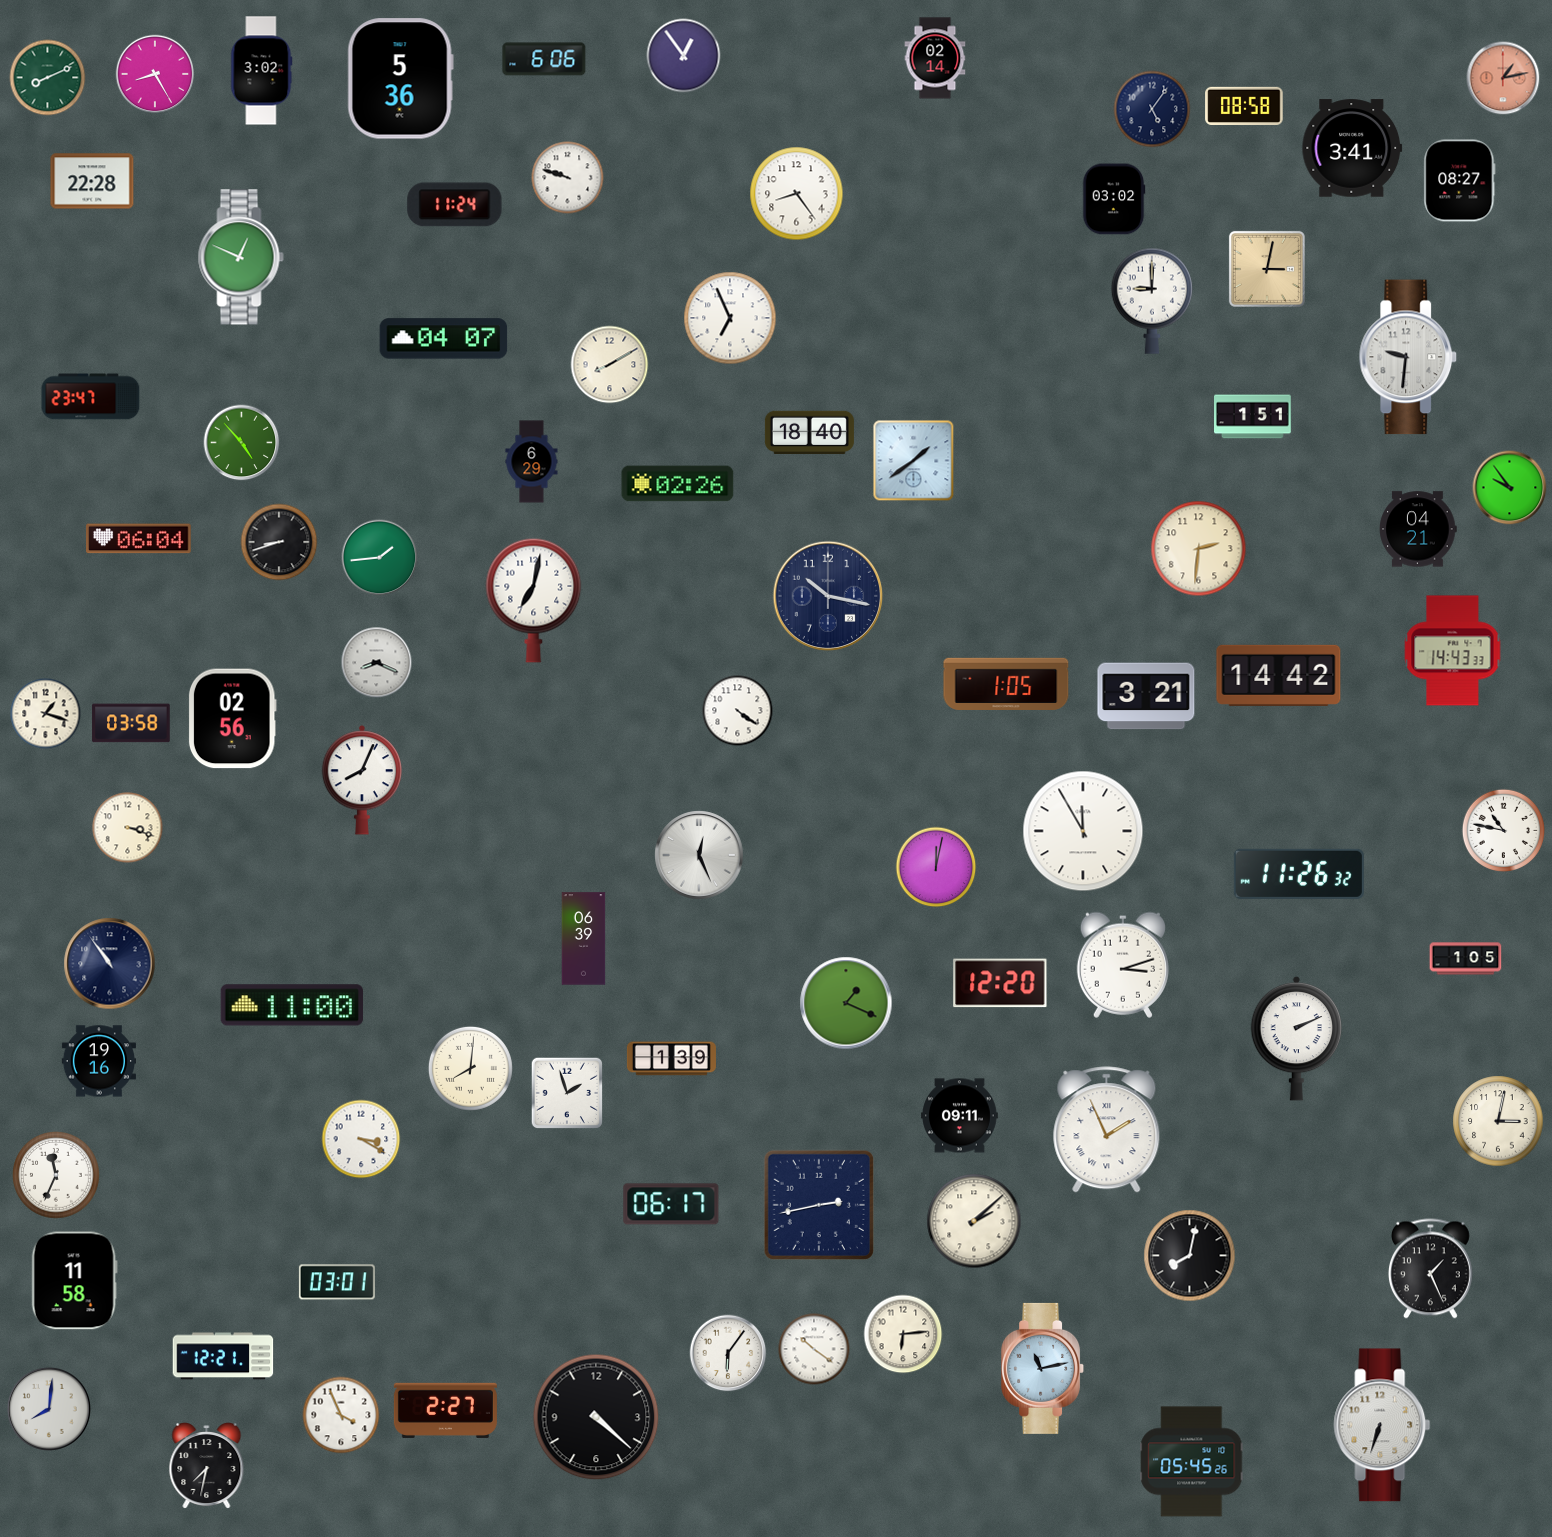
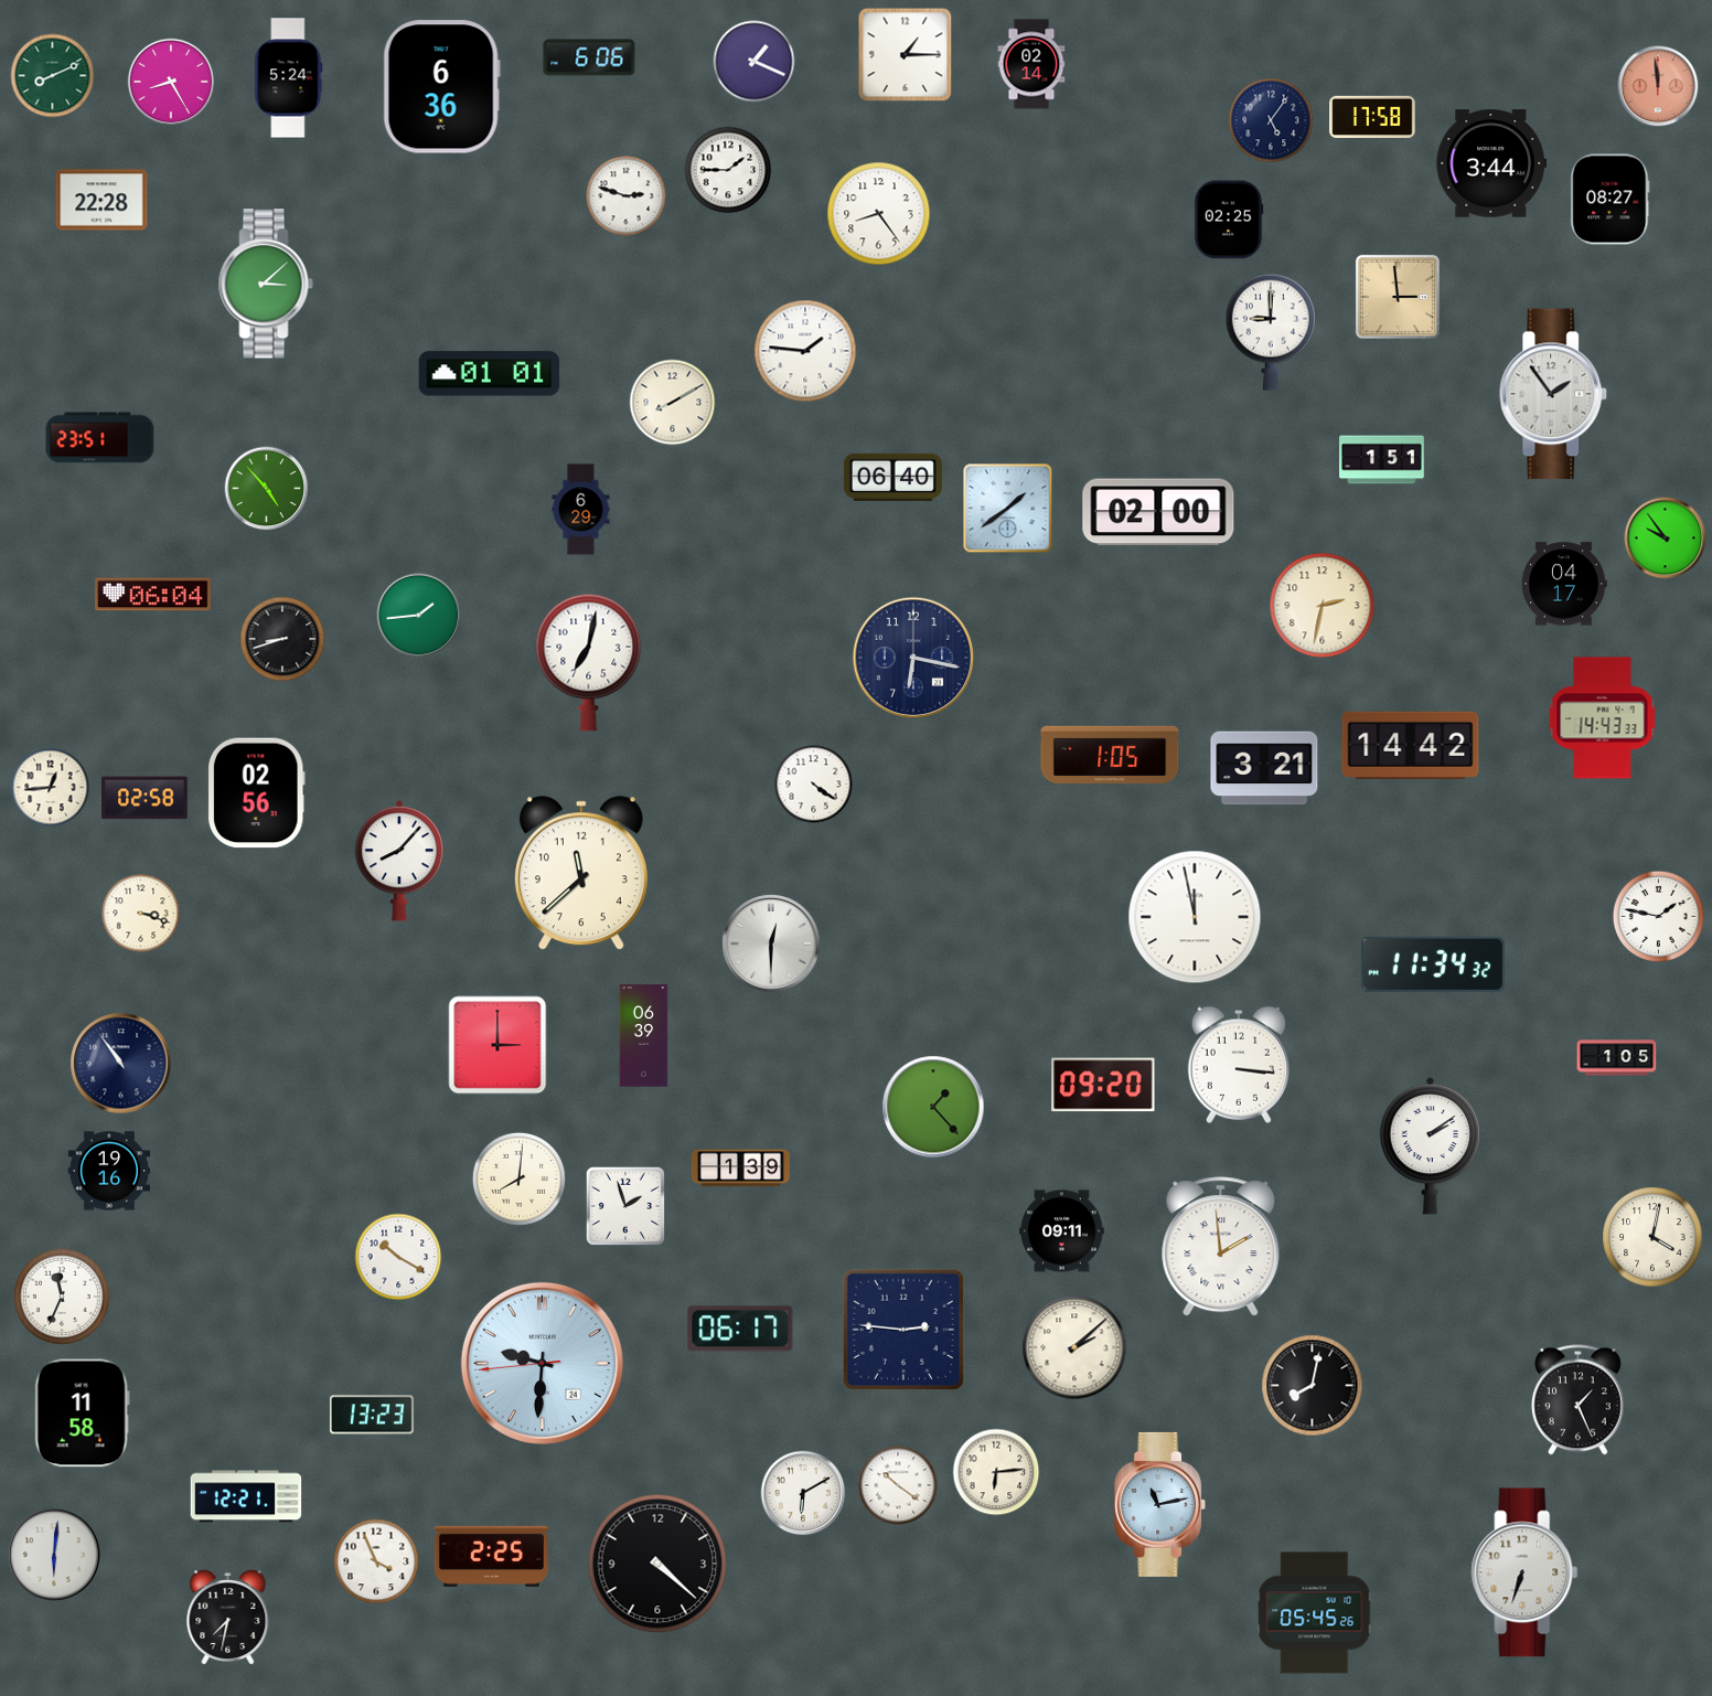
clock at (906, 55): none -> 1:15
clock at (684, 56): 12:54 -> 1:19
clock at (544, 59) position: (544, 59) -> (589, 57)
clock at (262, 71): 3:02 -> 5:24
clock at (48, 78) position: (48, 78) -> (53, 76)
clock at (1503, 78): 1:13 -> 11:59
clock at (400, 79): 5:36 -> 6:36
clock at (1244, 106): 08:58 -> 17:58
clock at (1352, 148): 3:41 -> 3:44
clock at (728, 170): none -> 1:45
clock at (568, 178): 9:48 -> 2:48
clock at (1114, 199): 03:02 -> 02:25
clock at (455, 205): 11:24 -> none
clock at (241, 257): 12:49 -> 3:08
clock at (1267, 269): 3:02 -> 2:59
clock at (730, 318): 6:56 -> 1:46
clock at (444, 339): 04:07 -> 01:01
clock at (1408, 357): 9:31 -> 1:54
clock at (91, 397): 23:47 -> 23:51
clock at (809, 432): 18:40 -> 06:40
clock at (532, 462) position: (532, 462) -> (581, 510)
clock at (1158, 512): none -> 02:00
clock at (678, 484): 02:26 -> none
clock at (1418, 529): 04:21 -> 04:17
clock at (279, 542) position: (279, 542) -> (282, 639)
clock at (1199, 549): 2:31 -> 2:32
clock at (828, 596): 10:17 -> 6:17
clock at (377, 663): 8:19 -> none
clock at (46, 714): 1:18 -> 12:44
clock at (131, 723): 03:58 -> 02:58
clock at (362, 780): 8:04 -> 8:07
clock at (581, 874): none -> 11:38
clock at (1503, 830): 10:47 -> 1:47
clock at (1083, 831): 11:55 -> 11:58
clock at (699, 855): 12:26 -> 12:30
clock at (936, 867): 12:02 -> none
clock at (1299, 874): 11:26 -> 11:34
clock at (497, 1045): none -> 3:00
clock at (1123, 965): 3:12 -> 3:16
clock at (1000, 983): 12:20 -> 09:20
clock at (846, 1003): 1:19 -> 1:23
clock at (292, 1005): 11:00 -> none
clock at (1297, 1038): 2:11 -> 2:09
clock at (960, 1116) position: (960, 1116) -> (1062, 1231)
clock at (1498, 1121): 3:02 -> 4:02
clock at (1107, 1130): 1:56 -> 1:59
clock at (361, 1139): 3:20 -> 10:20
clock at (819, 1205): 2:43 -> 2:46
clock at (542, 1363): none -> 9:30
clock at (337, 1282): 03:01 -> 13:23
clock at (814, 1349) position: (814, 1349) -> (898, 1485)
clock at (728, 1353): 6:06 -> 6:10
clock at (1043, 1368) position: (1043, 1368) -> (1160, 1504)
clock at (49, 1409): 8:01 -> 6:01
clock at (445, 1410): 2:27 -> 2:25
